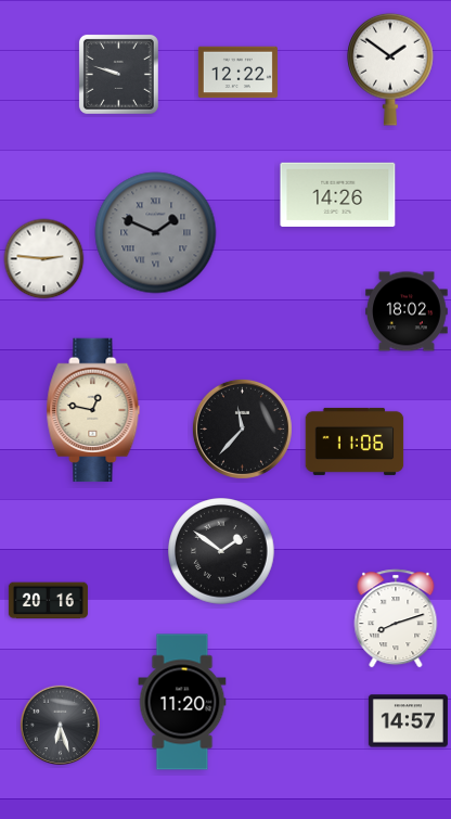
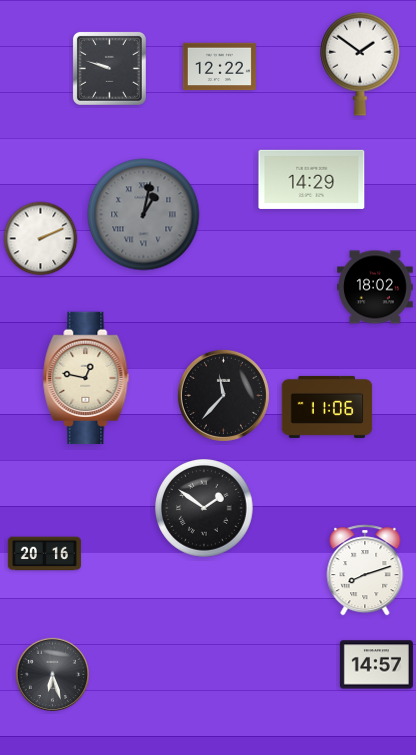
clock at (338, 194): 14:26 -> 14:29
clock at (156, 233): 1:49 -> 1:02
clock at (44, 259): 2:46 -> 2:11
clock at (182, 702): 11:20 -> none
clock at (61, 726) position: (61, 726) -> (53, 675)
